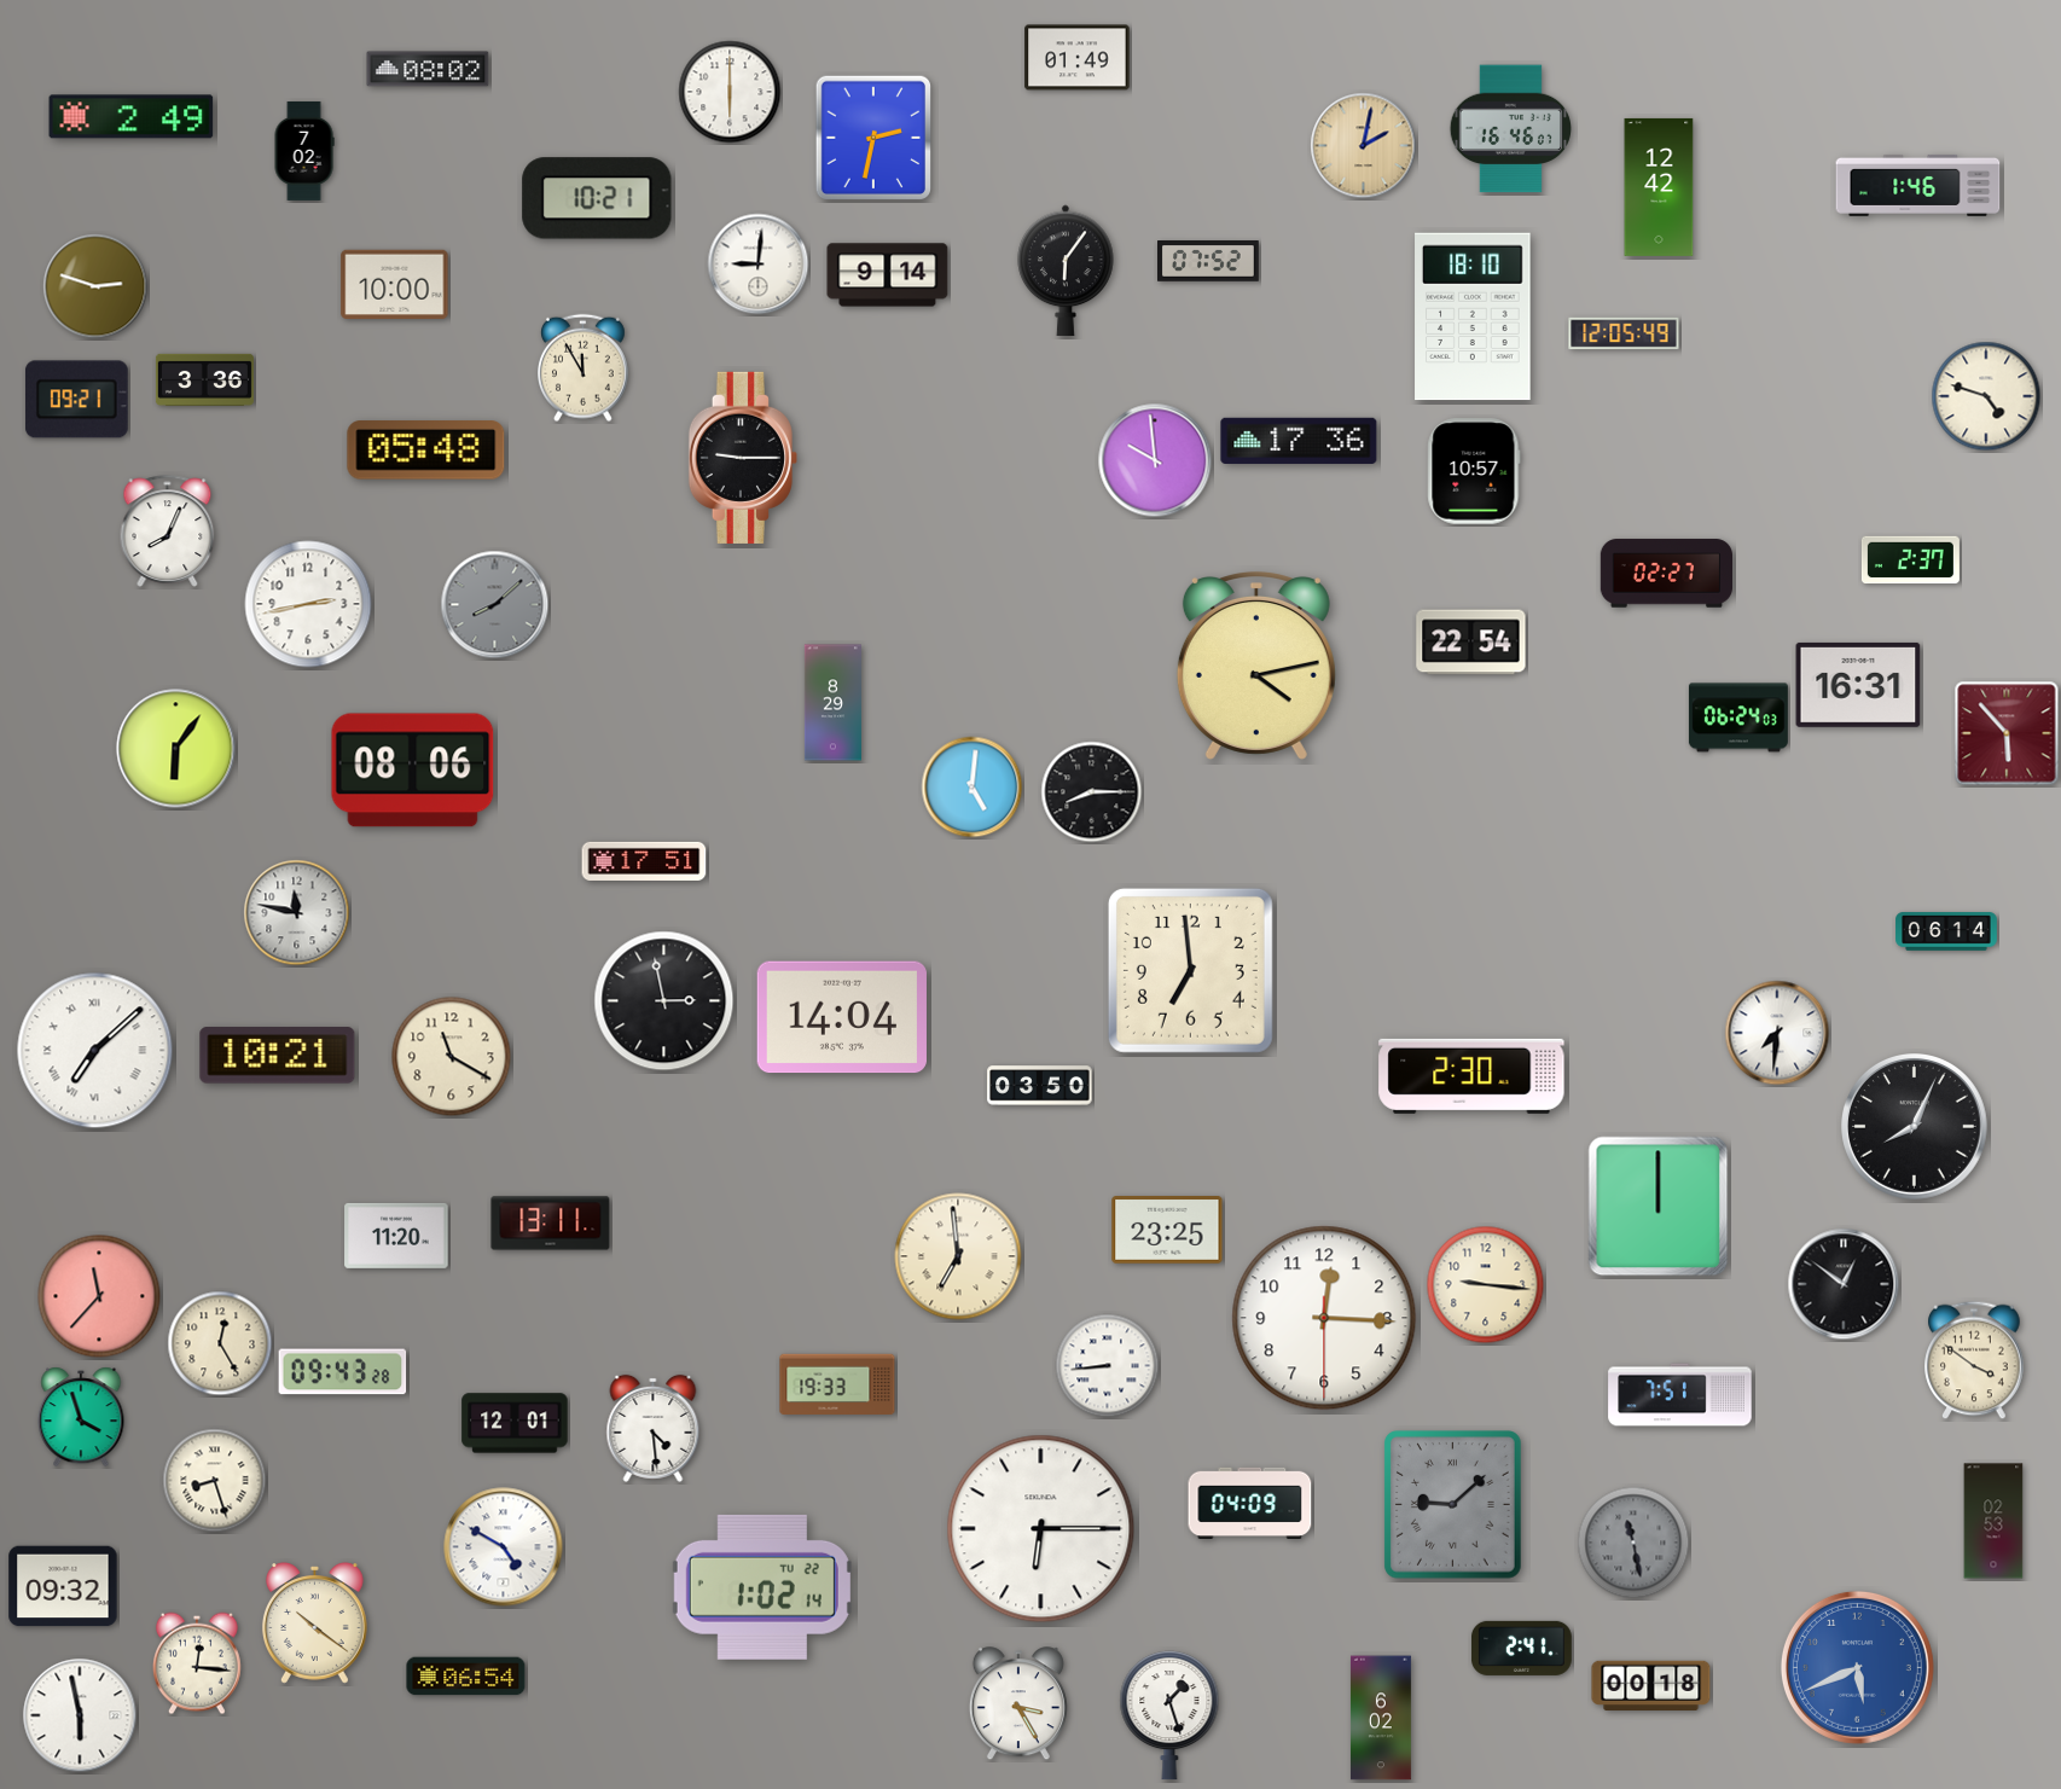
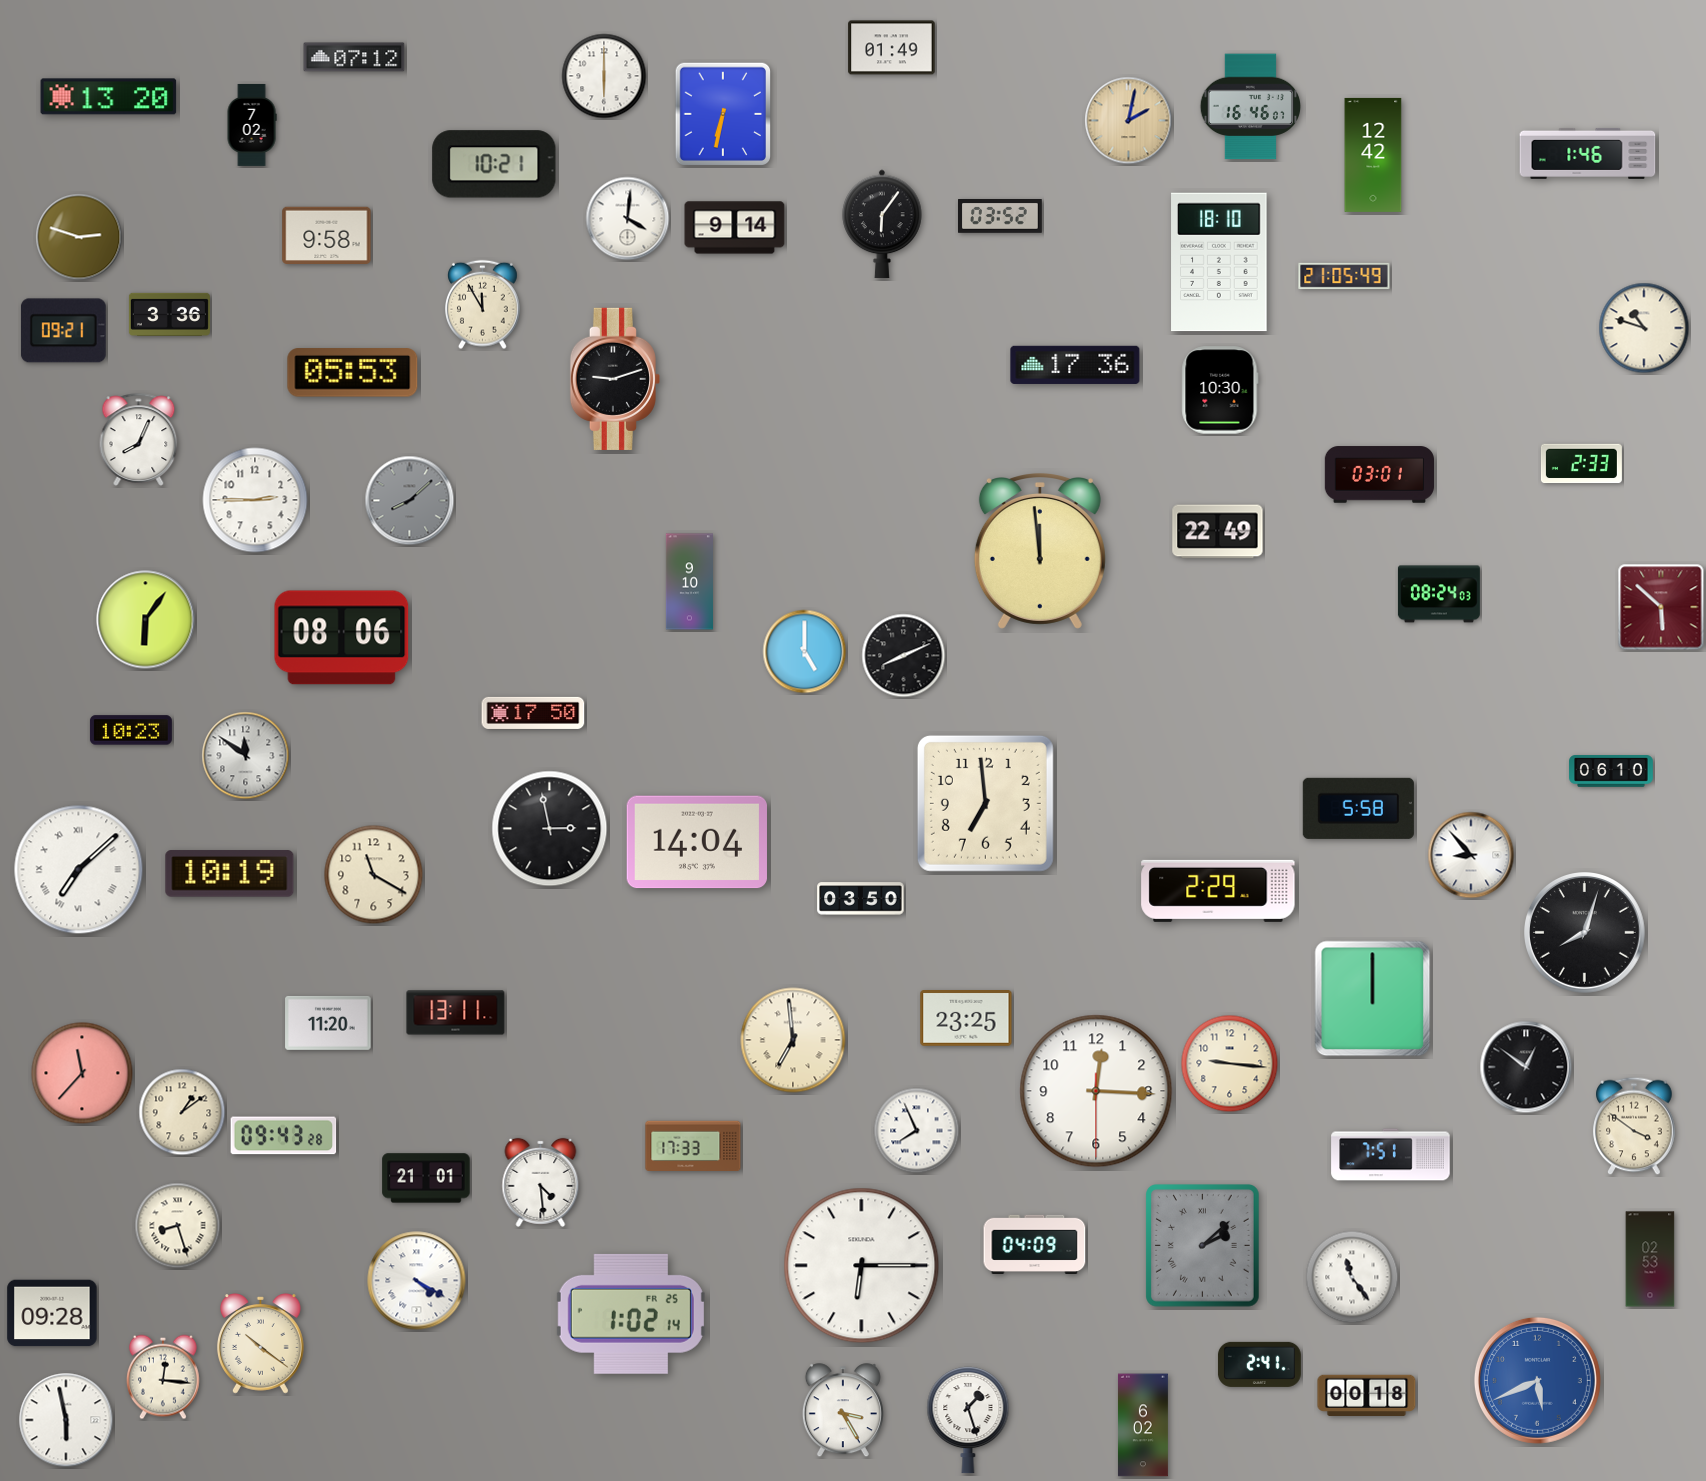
clock at (428, 69): 08:02 -> 07:12
clock at (132, 117): 2:49 -> 13:20
clock at (872, 137): 2:32 -> 6:32
clock at (1208, 262): 07:52 -> 03:52
clock at (759, 265): 9:01 -> 4:01
clock at (395, 284): 10:00 -> 9:58
clock at (1624, 333): 12:05 -> 21:05
clock at (1986, 396): 4:48 -> 10:48
clock at (426, 451): 05:48 -> 05:53
clock at (743, 458): 9:15 -> 9:12
clock at (1155, 460): 9:59 -> none
clock at (1474, 471): 10:57 -> 10:30
clock at (1910, 560): 2:37 -> 2:33
clock at (1666, 574): 02:27 -> 03:01
clock at (308, 604): 2:43 -> 2:45
clock at (1471, 643): 22:54 -> 22:49
clock at (1256, 667): 4:13 -> 11:59
clock at (1858, 685): 16:31 -> none
clock at (832, 703): 8:29 -> 9:10
clock at (1738, 718): 06:24 -> 08:24
clock at (2007, 733): 5:53 -> 5:52
clock at (973, 788): 5:01 -> 5:00
clock at (1092, 792): 8:15 -> 8:11
clock at (644, 861): 17:51 -> 17:50
clock at (131, 730): none -> 10:23
clock at (297, 913): 11:47 -> 11:51
clock at (1946, 931): 06:14 -> 06:10
clock at (1358, 808): none -> 5:58
clock at (1777, 1033): 7:31 -> 8:53
clock at (278, 1056): 10:21 -> 10:19
clock at (1471, 1076): 2:30 -> 2:29
clock at (1915, 1127): 8:04 -> 8:03
clock at (1844, 1284) position: (1844, 1284) -> (1526, 1067)
clock at (220, 1343): 12:25 -> 1:09
clock at (1108, 1366): 8:44 -> 7:56
clock at (837, 1383): 19:33 -> 17:33
clock at (81, 1417): 3:57 -> none
clock at (515, 1423): 12:01 -> 21:01
clock at (1453, 1505): 9:08 -> 2:08
clock at (1633, 1543): 11:28 -> 11:24
clock at (1633, 1543) dial: grey -> white
clock at (504, 1547): 4:50 -> 4:20
clock at (63, 1586): 09:32 -> 09:28
clock at (762, 1587) date: TU 22 -> FR 25
clock at (466, 1677): 06:54 -> none
clock at (1381, 1718) position: (1381, 1718) -> (1143, 1425)
